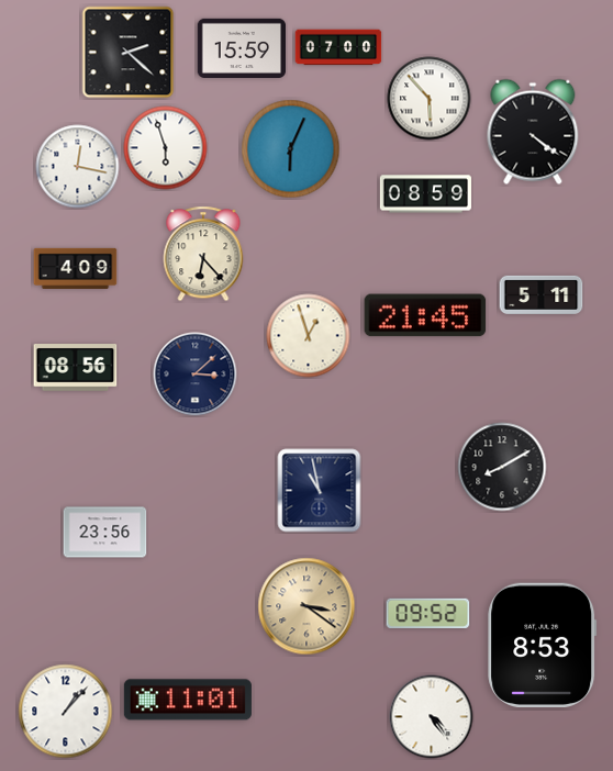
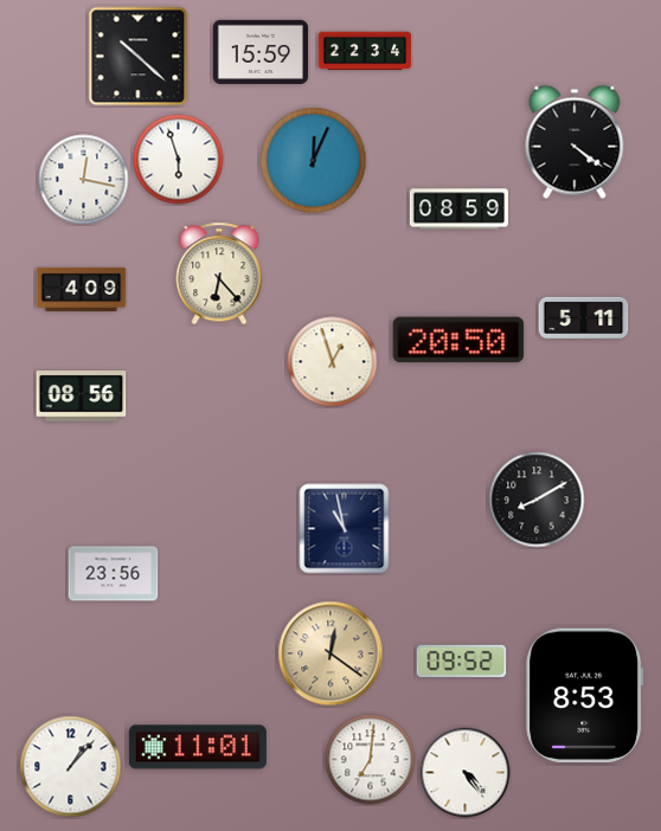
clock at (338, 47): 07:00 -> 22:34
clock at (129, 53): 2:22 -> 10:22
clock at (430, 99): 5:53 -> none
clock at (291, 149): 6:04 -> 12:04
clock at (425, 315): 21:45 -> 20:50
clock at (196, 375): 3:08 -> none
clock at (502, 467) position: (502, 467) -> (537, 500)
clock at (306, 606): 3:21 -> 12:21
clock at (188, 700) position: (188, 700) -> (198, 747)
clock at (371, 760): none -> 7:01
